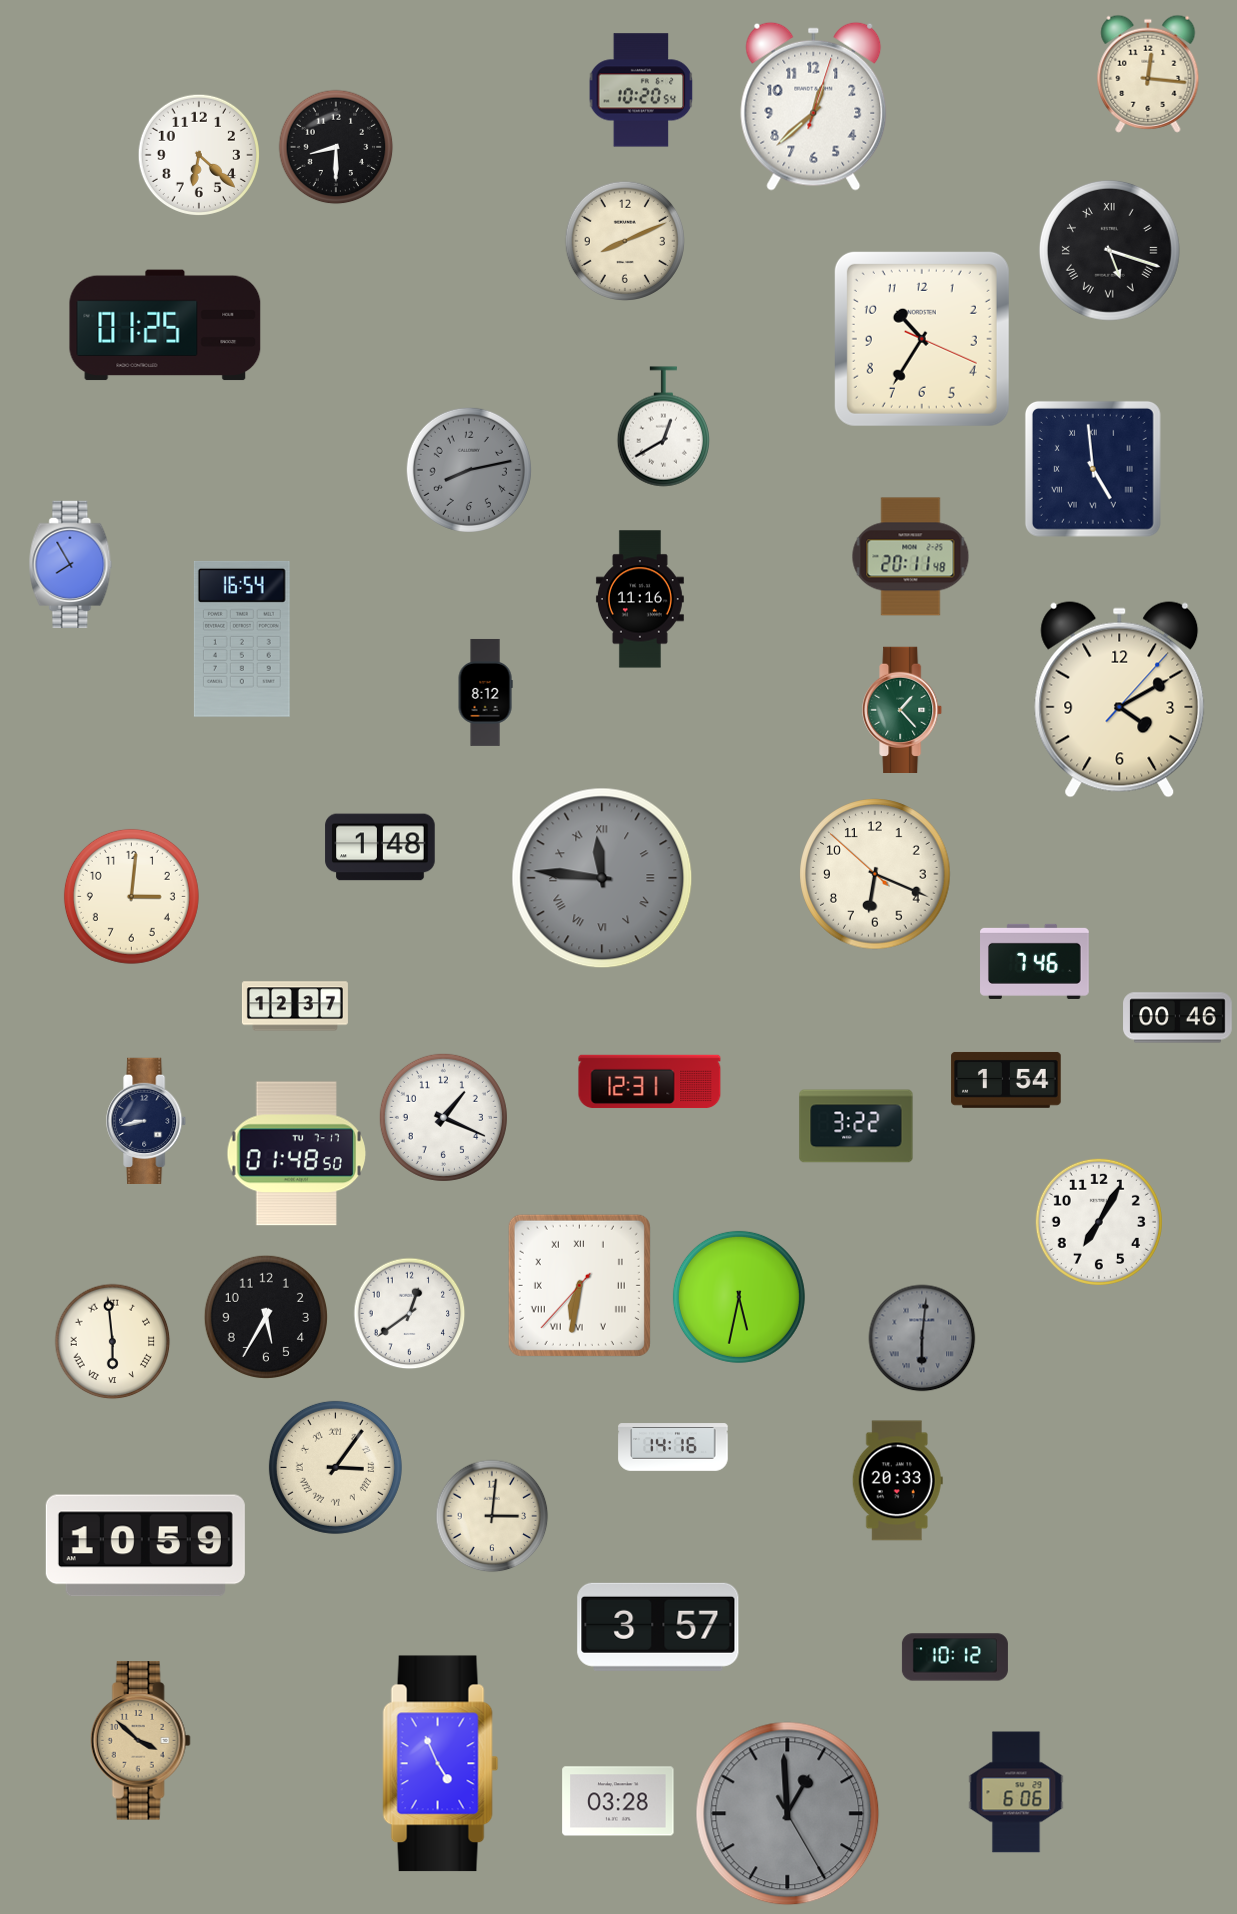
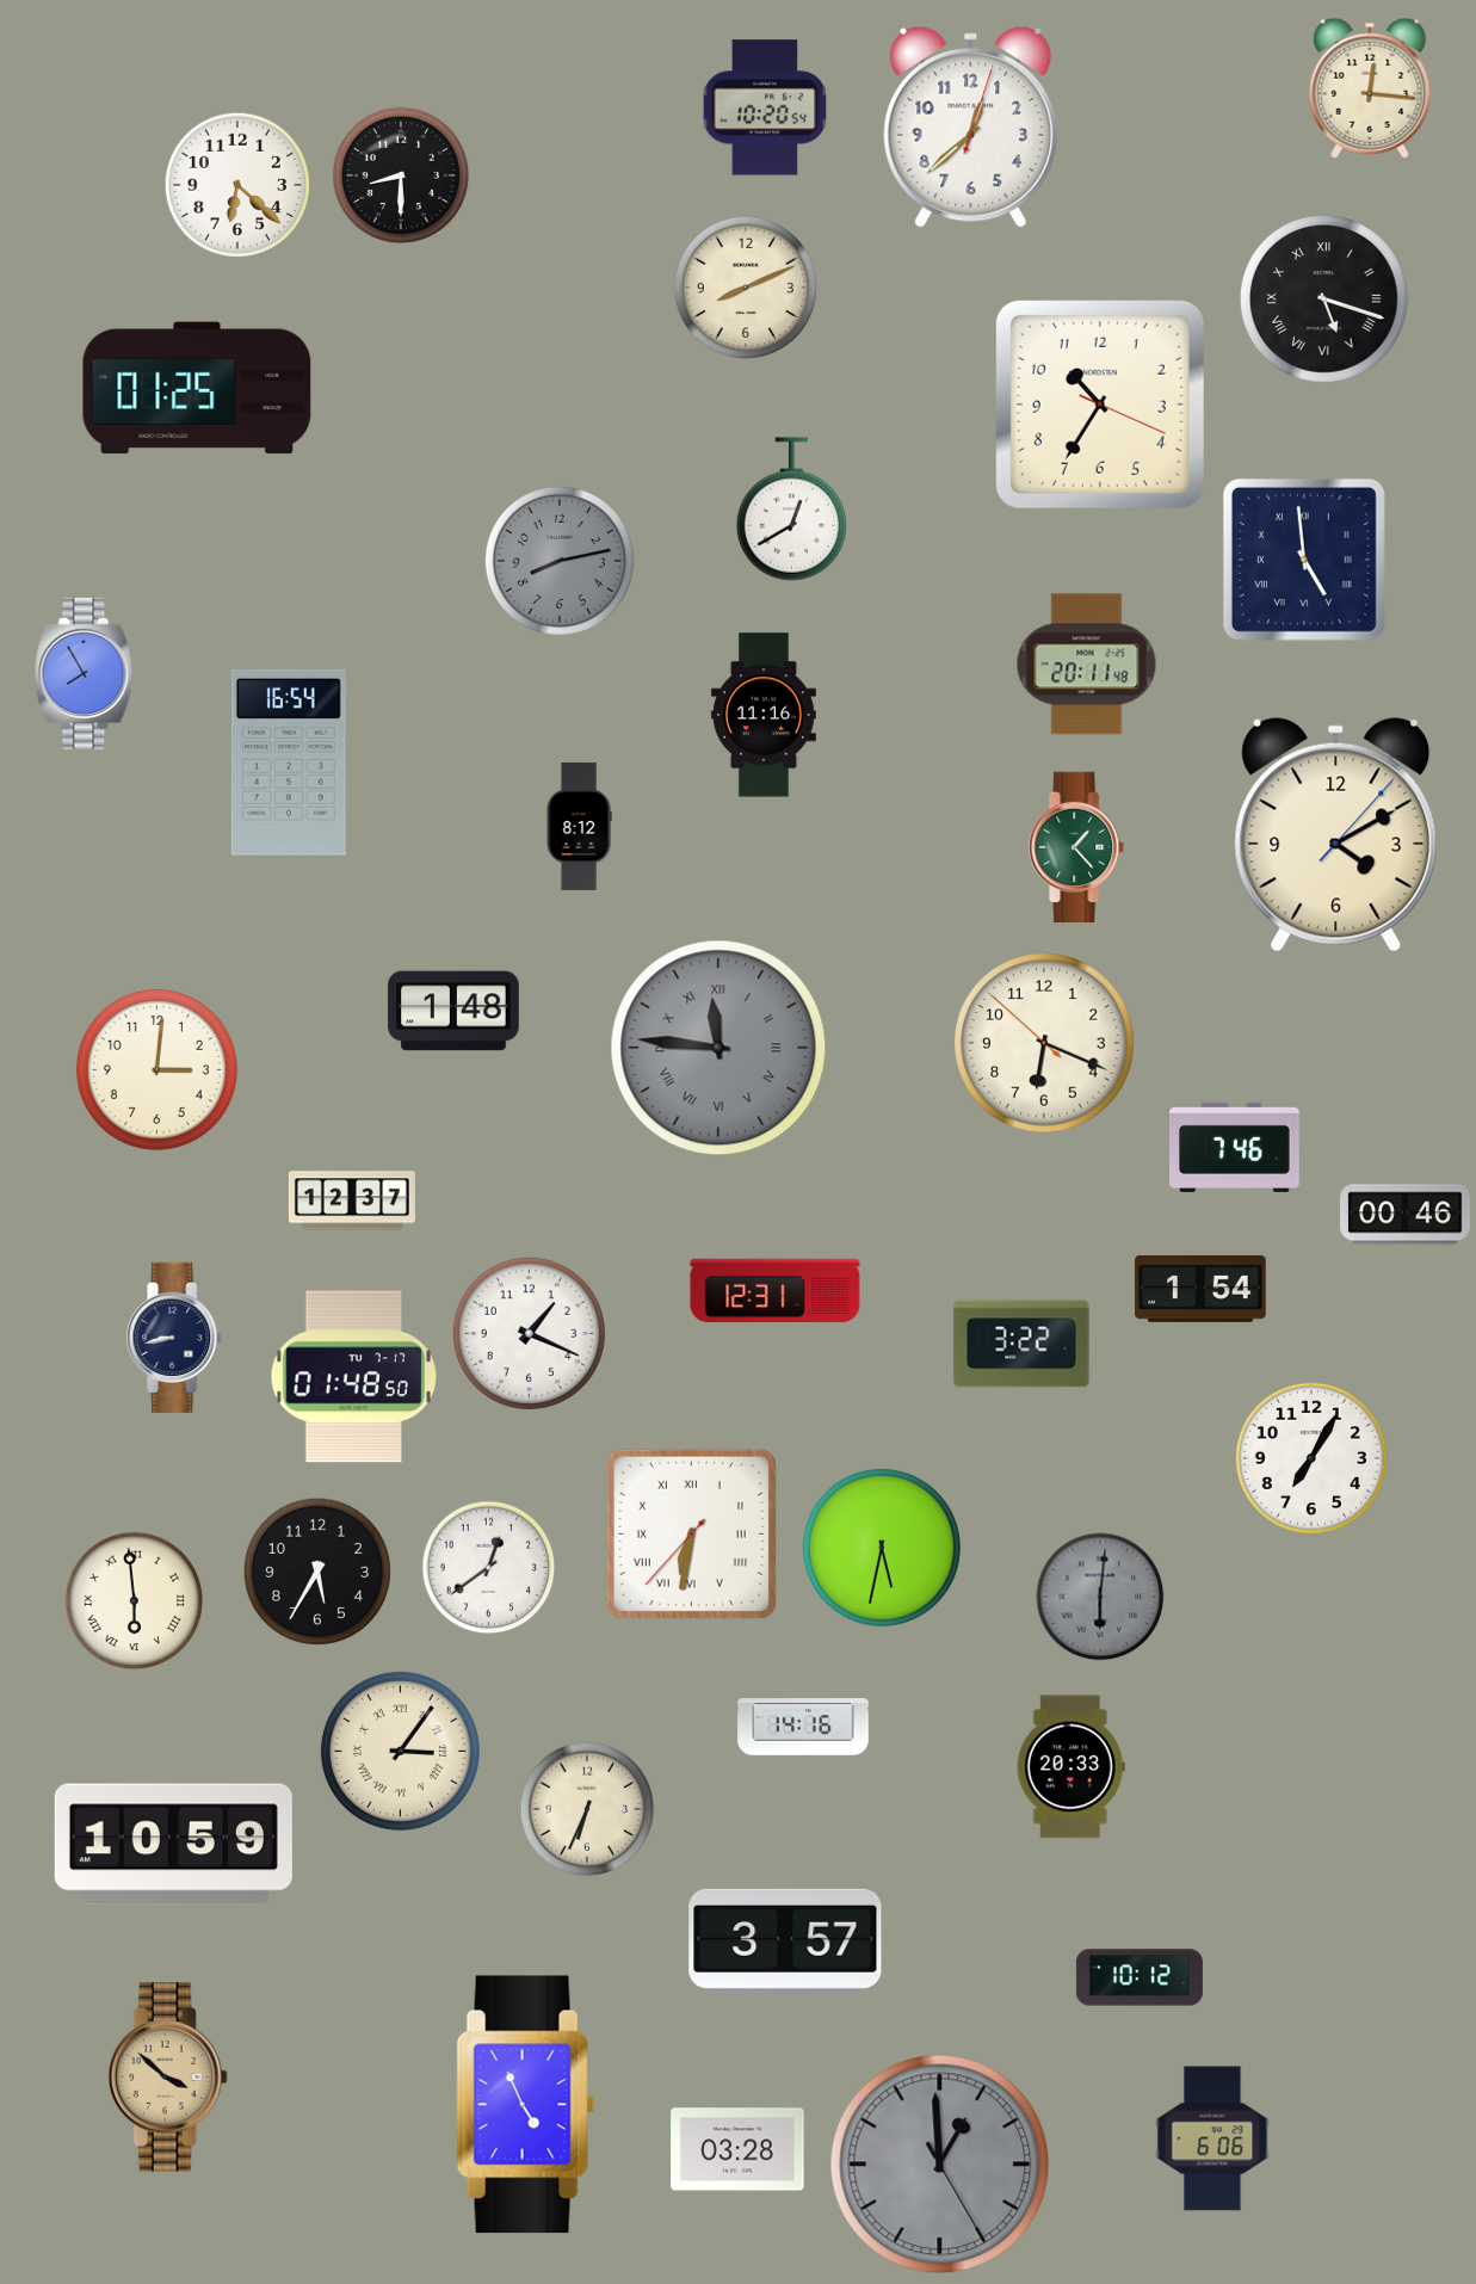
clock at (492, 1516): 3:01 -> 6:34
